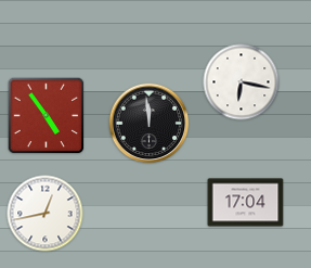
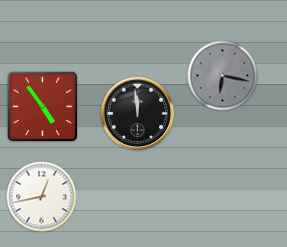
clock at (242, 82) dial: white -> grey
clock at (246, 203): 17:04 -> none
